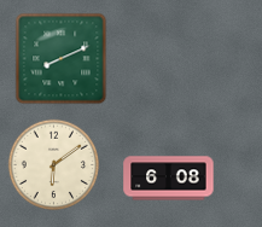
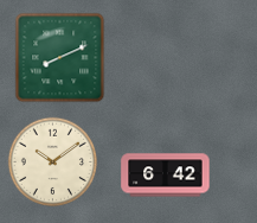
clock at (53, 164): 6:09 -> 10:09
clock at (169, 179): 6:08 -> 6:42
